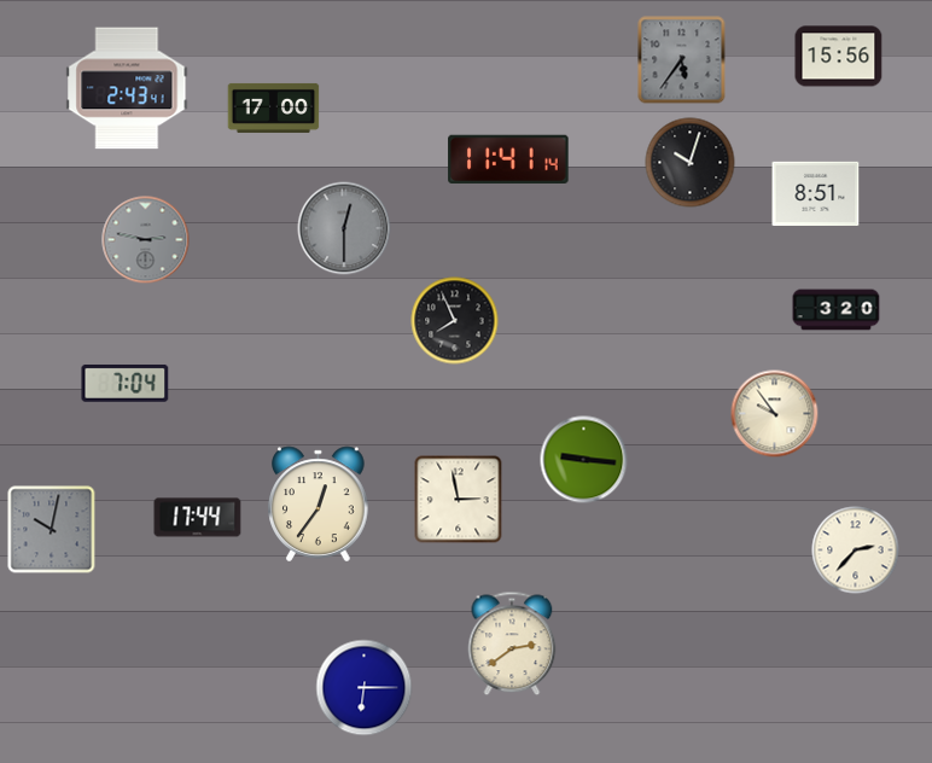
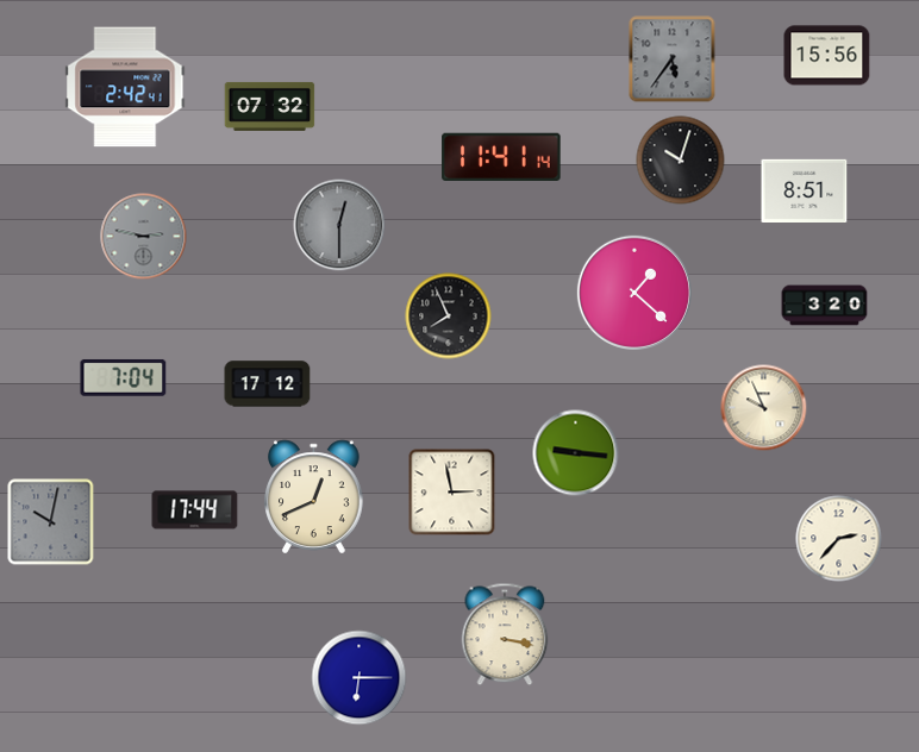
clock at (127, 88): 2:43 -> 2:42
clock at (274, 107): 17:00 -> 07:32
clock at (634, 293): none -> 1:22
clock at (268, 384): none -> 17:12
clock at (775, 414): 9:54 -> 9:56
clock at (319, 505): 12:36 -> 12:41
clock at (856, 551) position: (856, 551) -> (839, 539)
clock at (512, 643): 2:39 -> 3:17
